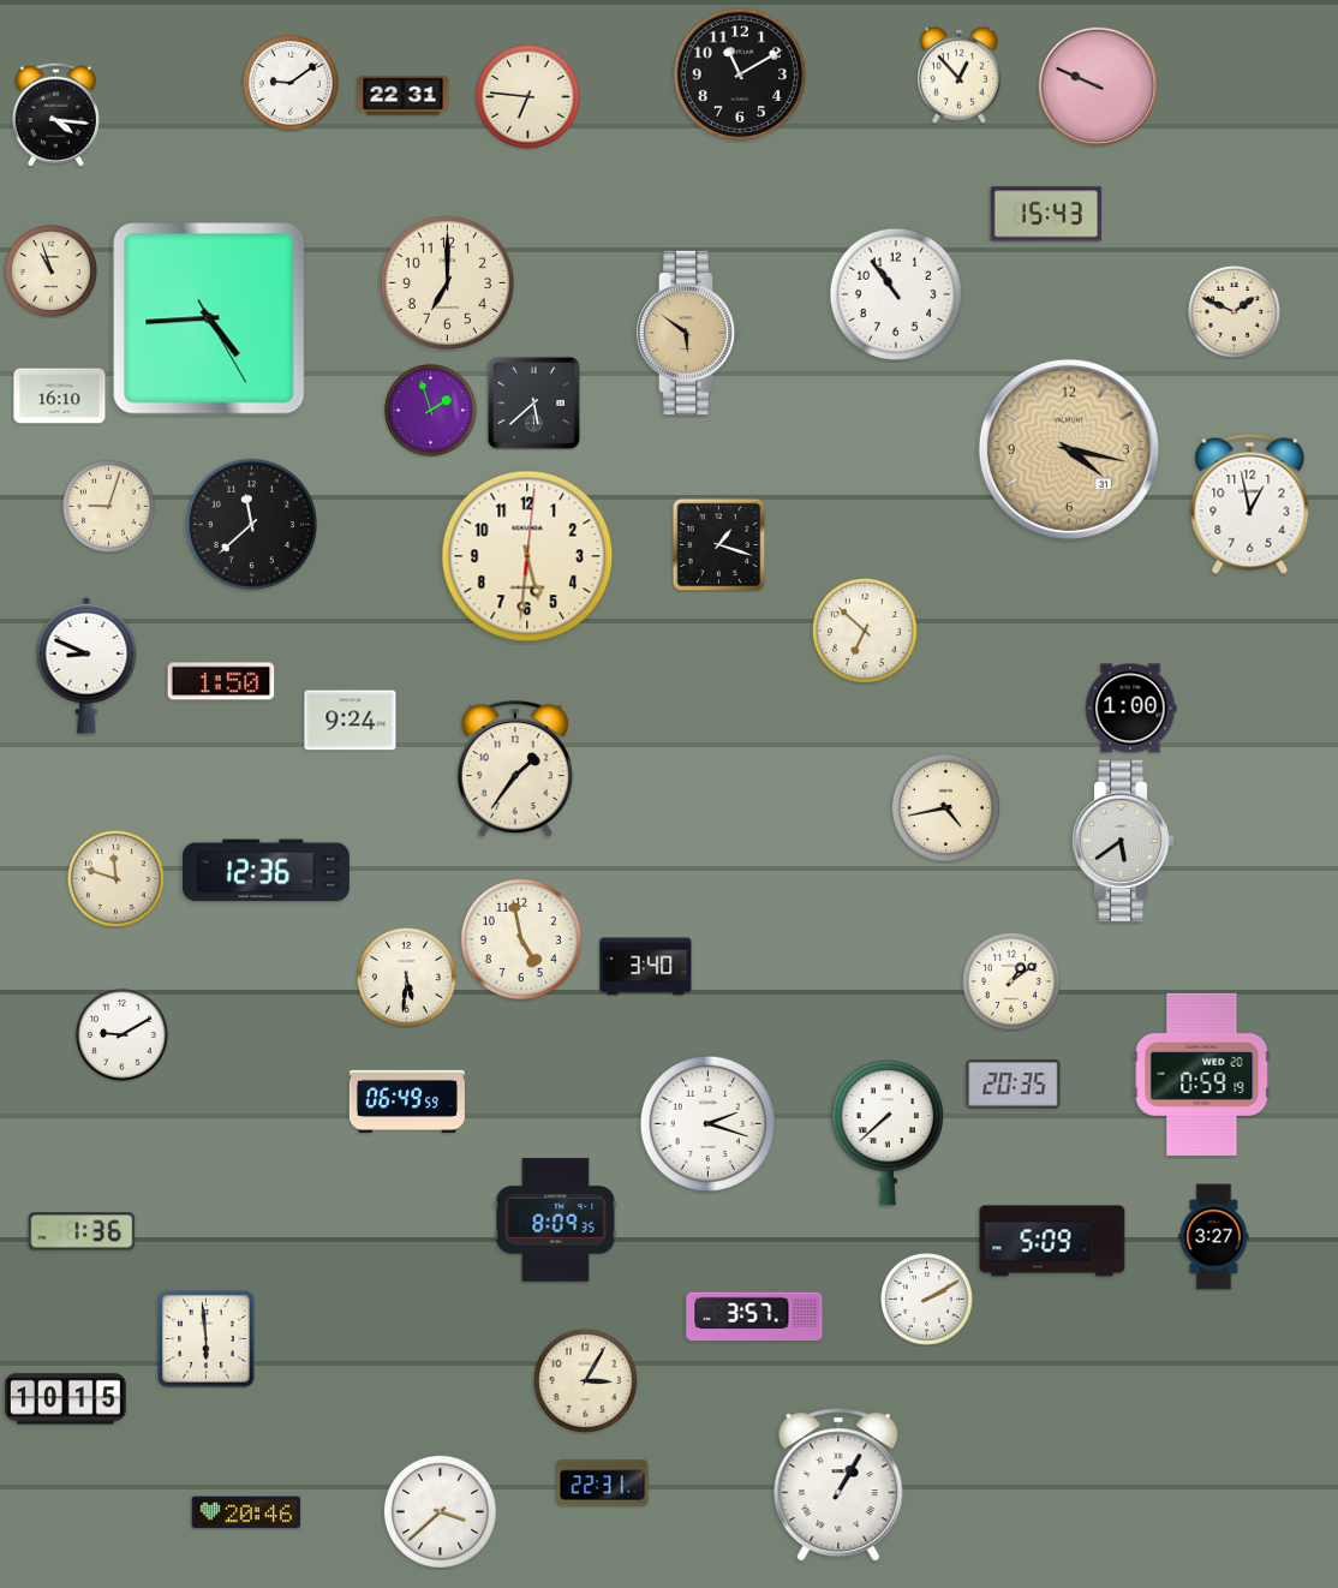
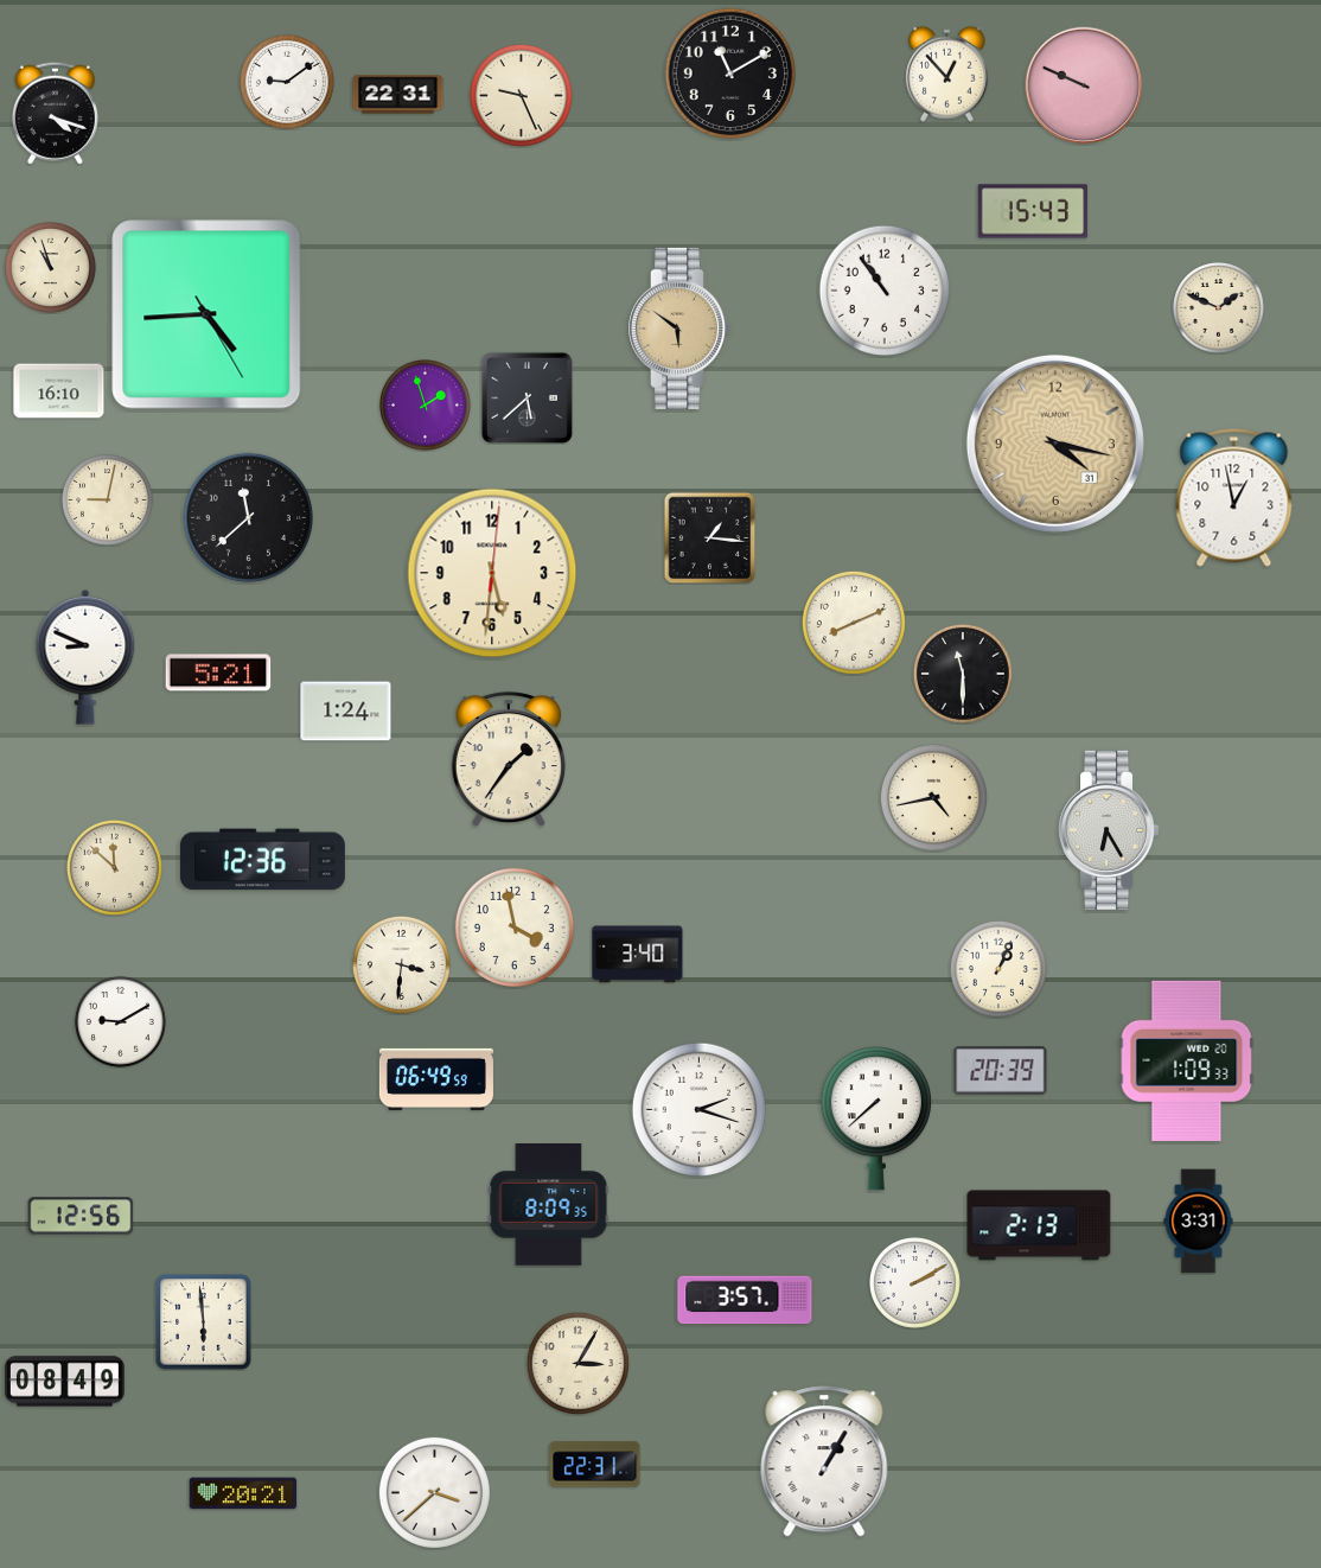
clock at (527, 96): 6:46 -> 9:26
clock at (55, 114): 4:16 -> 4:18
clock at (447, 282): 7:00 -> none
clock at (109, 507): 9:03 -> 9:02
clock at (718, 544): 1:18 -> 1:16
clock at (527, 556) position: (527, 556) -> (492, 573)
clock at (865, 631): 6:52 -> 8:11
clock at (221, 681): 1:50 -> 5:21
clock at (963, 674): none -> 11:30
clock at (1130, 709): 1:00 -> none
clock at (351, 721): 9:24 -> 1:24
clock at (1124, 841): 5:39 -> 6:25
clock at (115, 878): 11:48 -> 11:52
clock at (521, 939): 4:58 -> 3:58
clock at (406, 977): 5:31 -> 3:31
clock at (1011, 981): 1:09 -> 1:04
clock at (1202, 1074): 0:59 -> 1:09
clock at (1014, 1085): 20:35 -> 20:39
clock at (407, 1102) position: (407, 1102) -> (436, 1079)
clock at (82, 1231): 1:36 -> 12:56
clock at (1214, 1237): 3:27 -> 3:31
clock at (1052, 1241): 5:09 -> 2:13
clock at (65, 1399): 10:15 -> 08:49
clock at (838, 1485) position: (838, 1485) -> (824, 1461)
clock at (246, 1512): 20:46 -> 20:21
